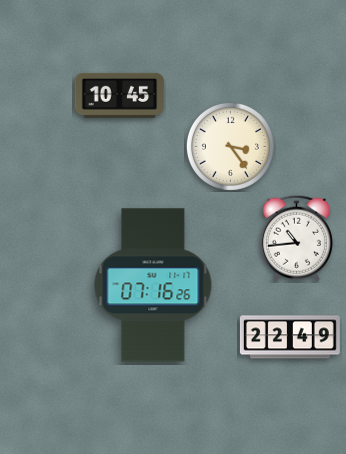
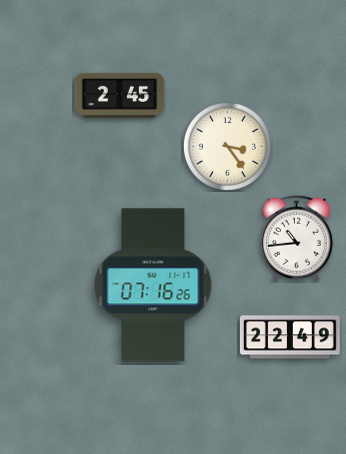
clock at (120, 95): 10:45 -> 2:45
clock at (230, 146) position: (230, 146) -> (227, 146)
